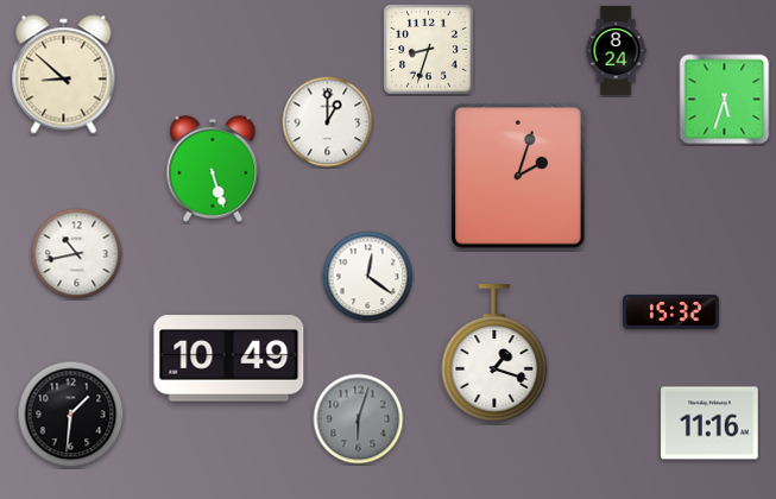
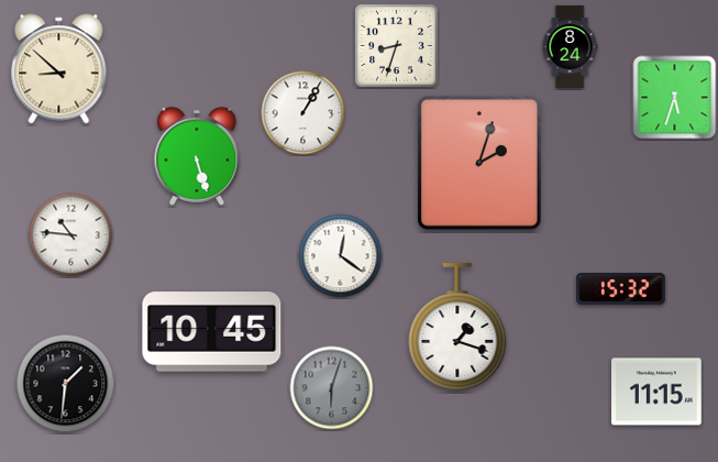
clock at (725, 100) position: (725, 100) -> (675, 98)
clock at (328, 122): 1:00 -> 1:05
clock at (77, 254): 10:43 -> 10:46
clock at (229, 359): 10:49 -> 10:45
clock at (709, 423): 11:16 -> 11:15
